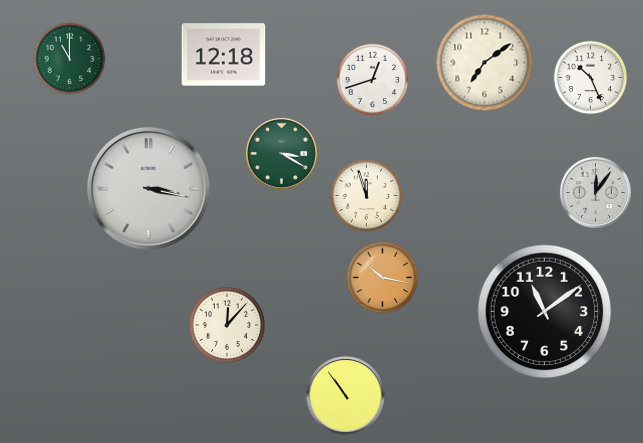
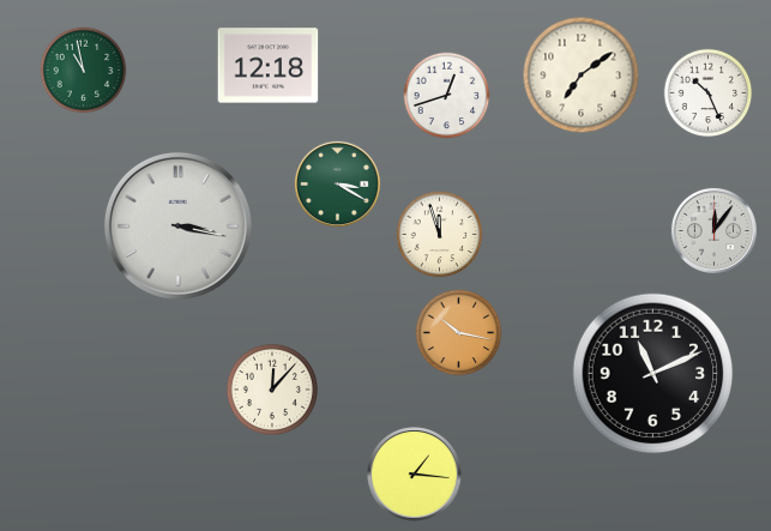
clock at (70, 59): 11:00 -> 10:58
clock at (545, 312): 11:09 -> 11:11
clock at (346, 396): 10:54 -> 1:16
